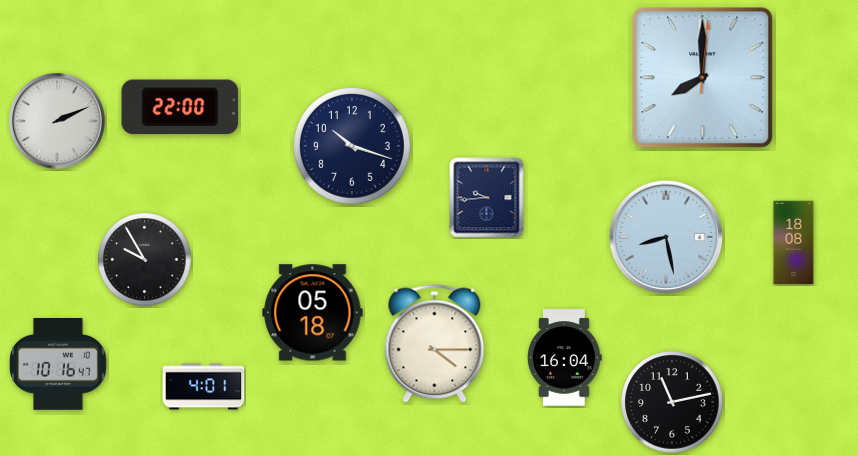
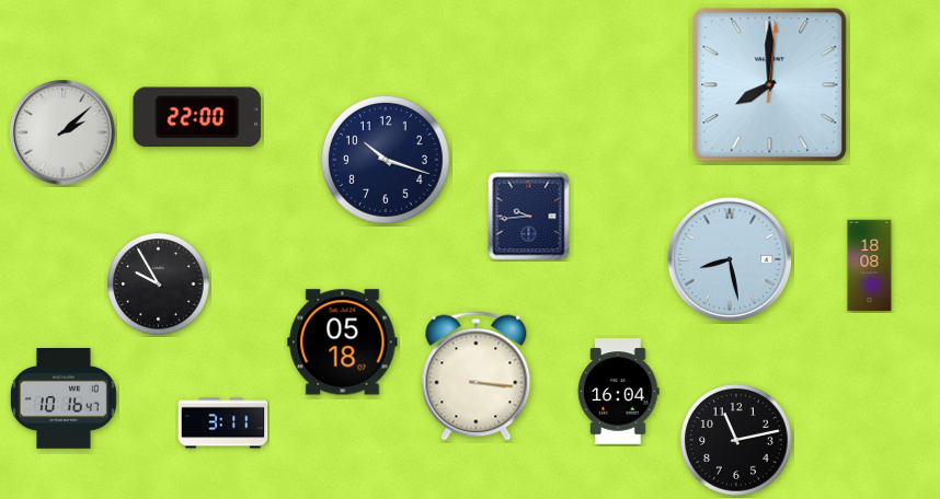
clock at (57, 121): 2:11 -> 2:08
clock at (487, 198) position: (487, 198) -> (529, 217)
clock at (435, 344): 4:15 -> 3:16
clock at (204, 387): 4:01 -> 3:11
